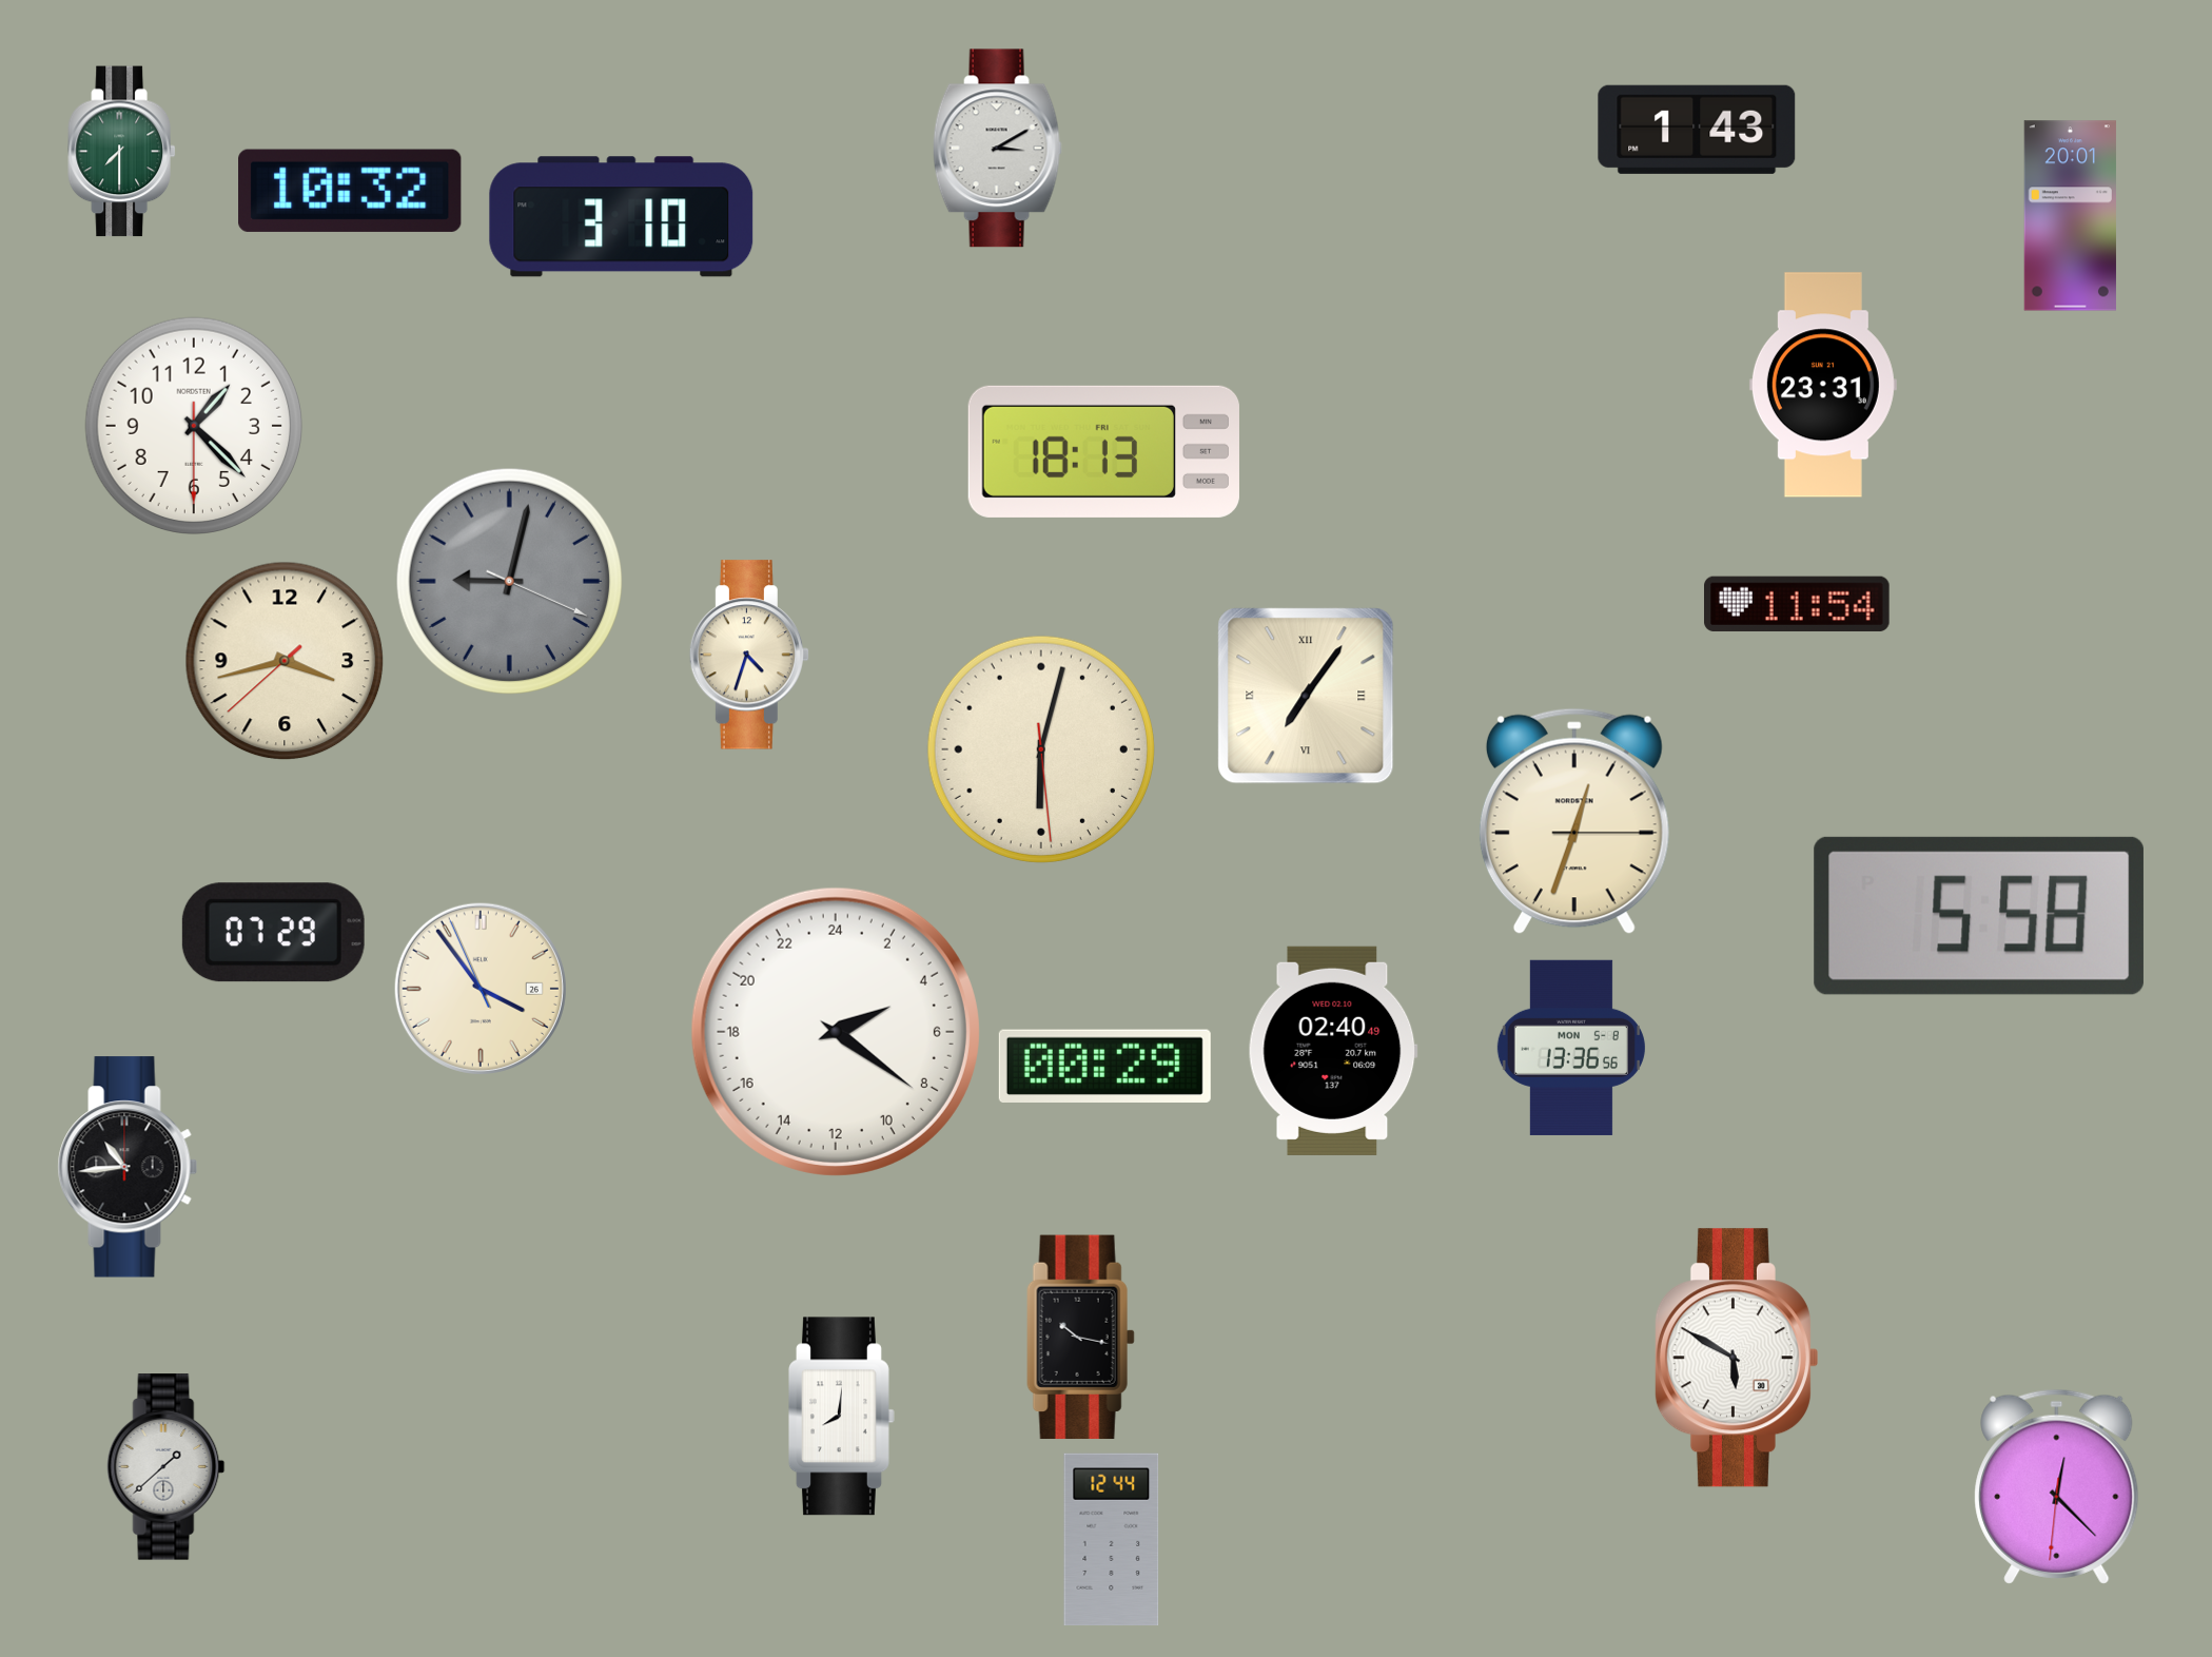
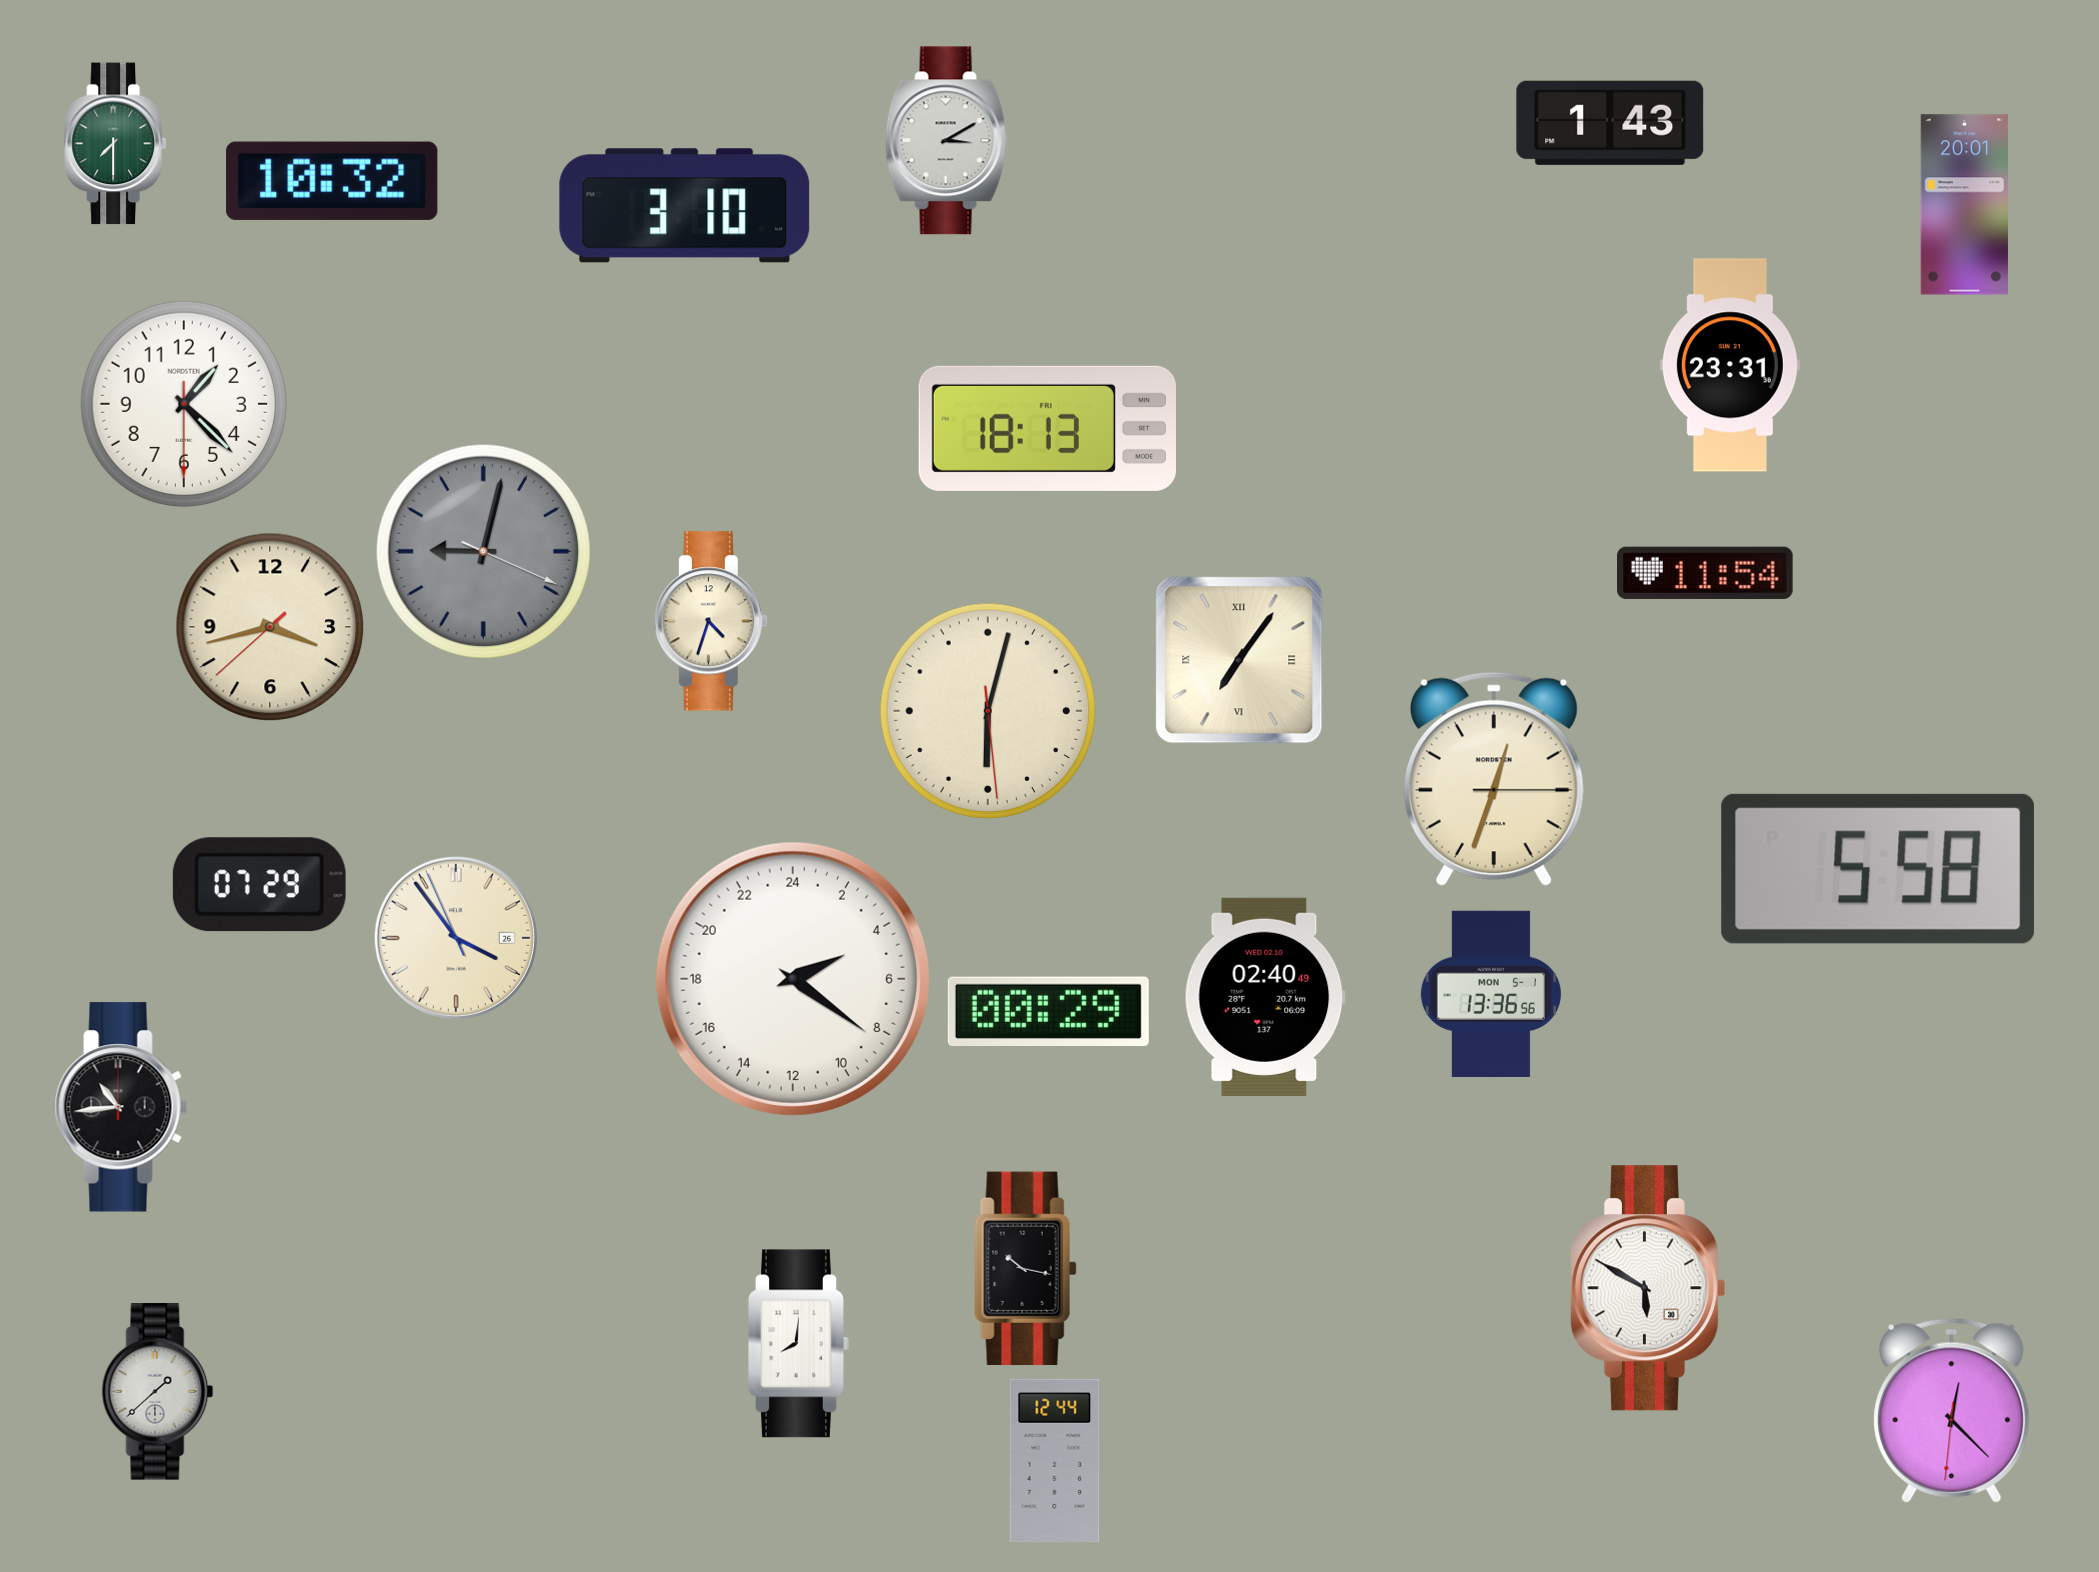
clock at (622, 217) position: (622, 217) -> (685, 206)
clock at (1571, 1048) date: MON 5-8 -> MON 5-1
